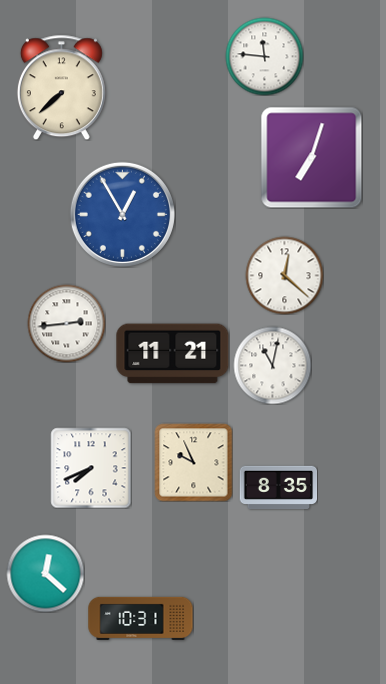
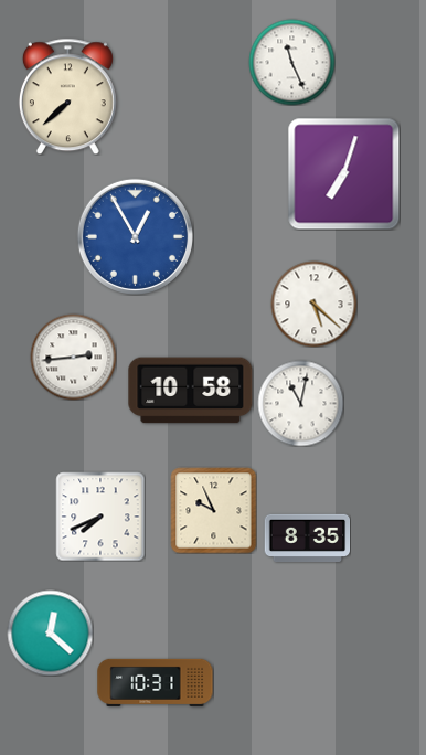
clock at (264, 56): 11:46 -> 11:26
clock at (284, 275): 12:22 -> 5:22
clock at (173, 354): 11:21 -> 10:58
